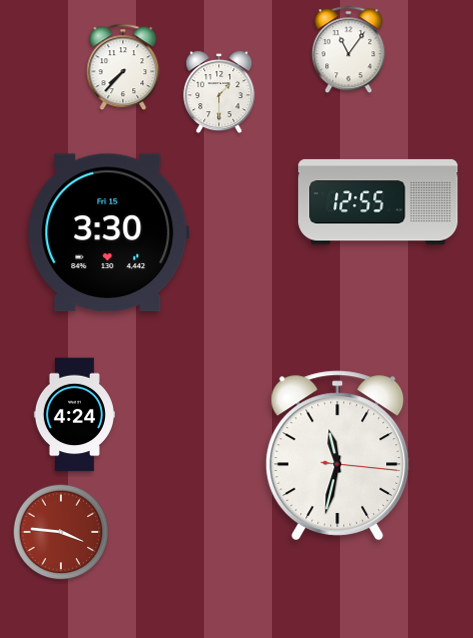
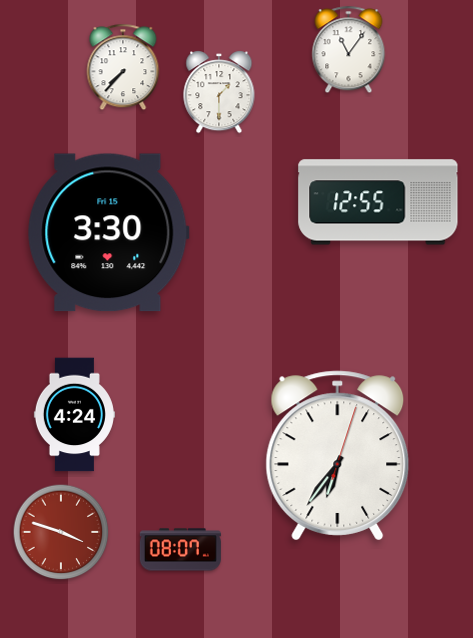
clock at (338, 456): 11:32 -> 6:36
clock at (61, 532): 3:46 -> 3:48
clock at (180, 550): none -> 08:07
